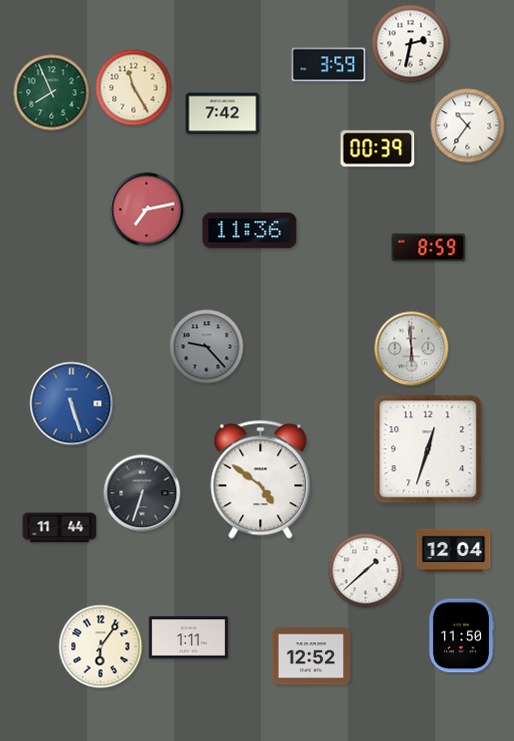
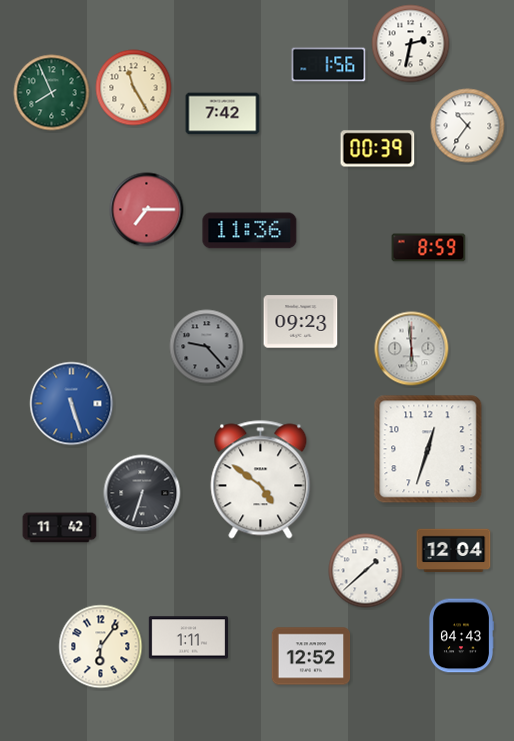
clock at (329, 65): 3:59 -> 1:56
clock at (147, 210): 7:13 -> 7:15
clock at (301, 322): none -> 09:23
clock at (60, 528): 11:44 -> 11:42
clock at (461, 636): 11:50 -> 04:43
